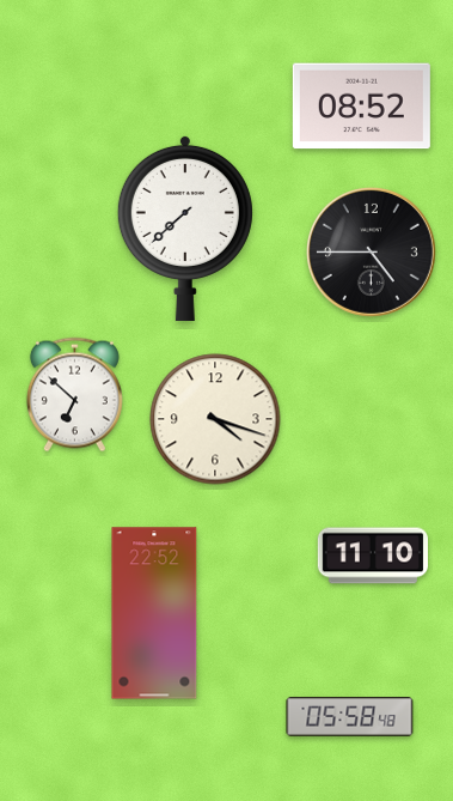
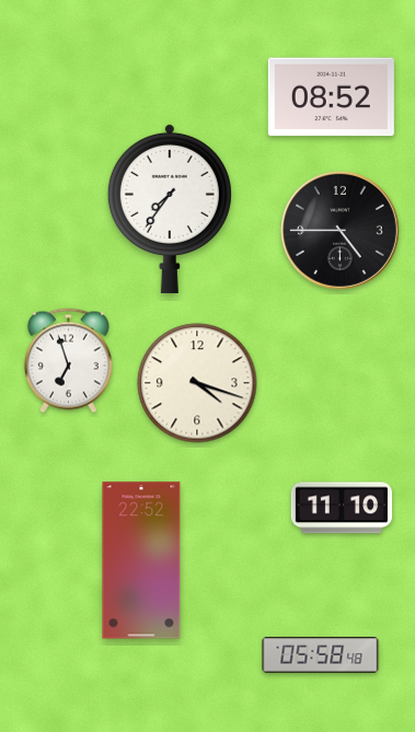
clock at (185, 227): 7:38 -> 7:36
clock at (74, 395): 6:52 -> 6:57
